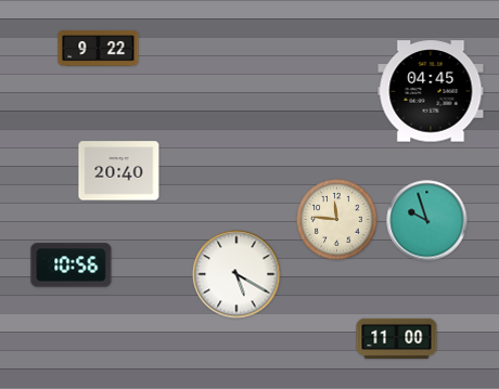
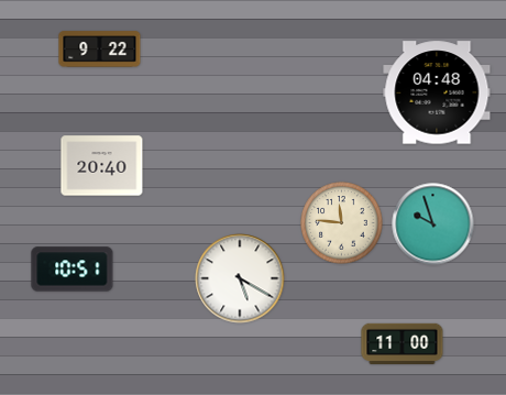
clock at (431, 91): 04:45 -> 04:48
clock at (119, 171) position: (119, 171) -> (102, 166)
clock at (72, 265): 10:56 -> 10:51
